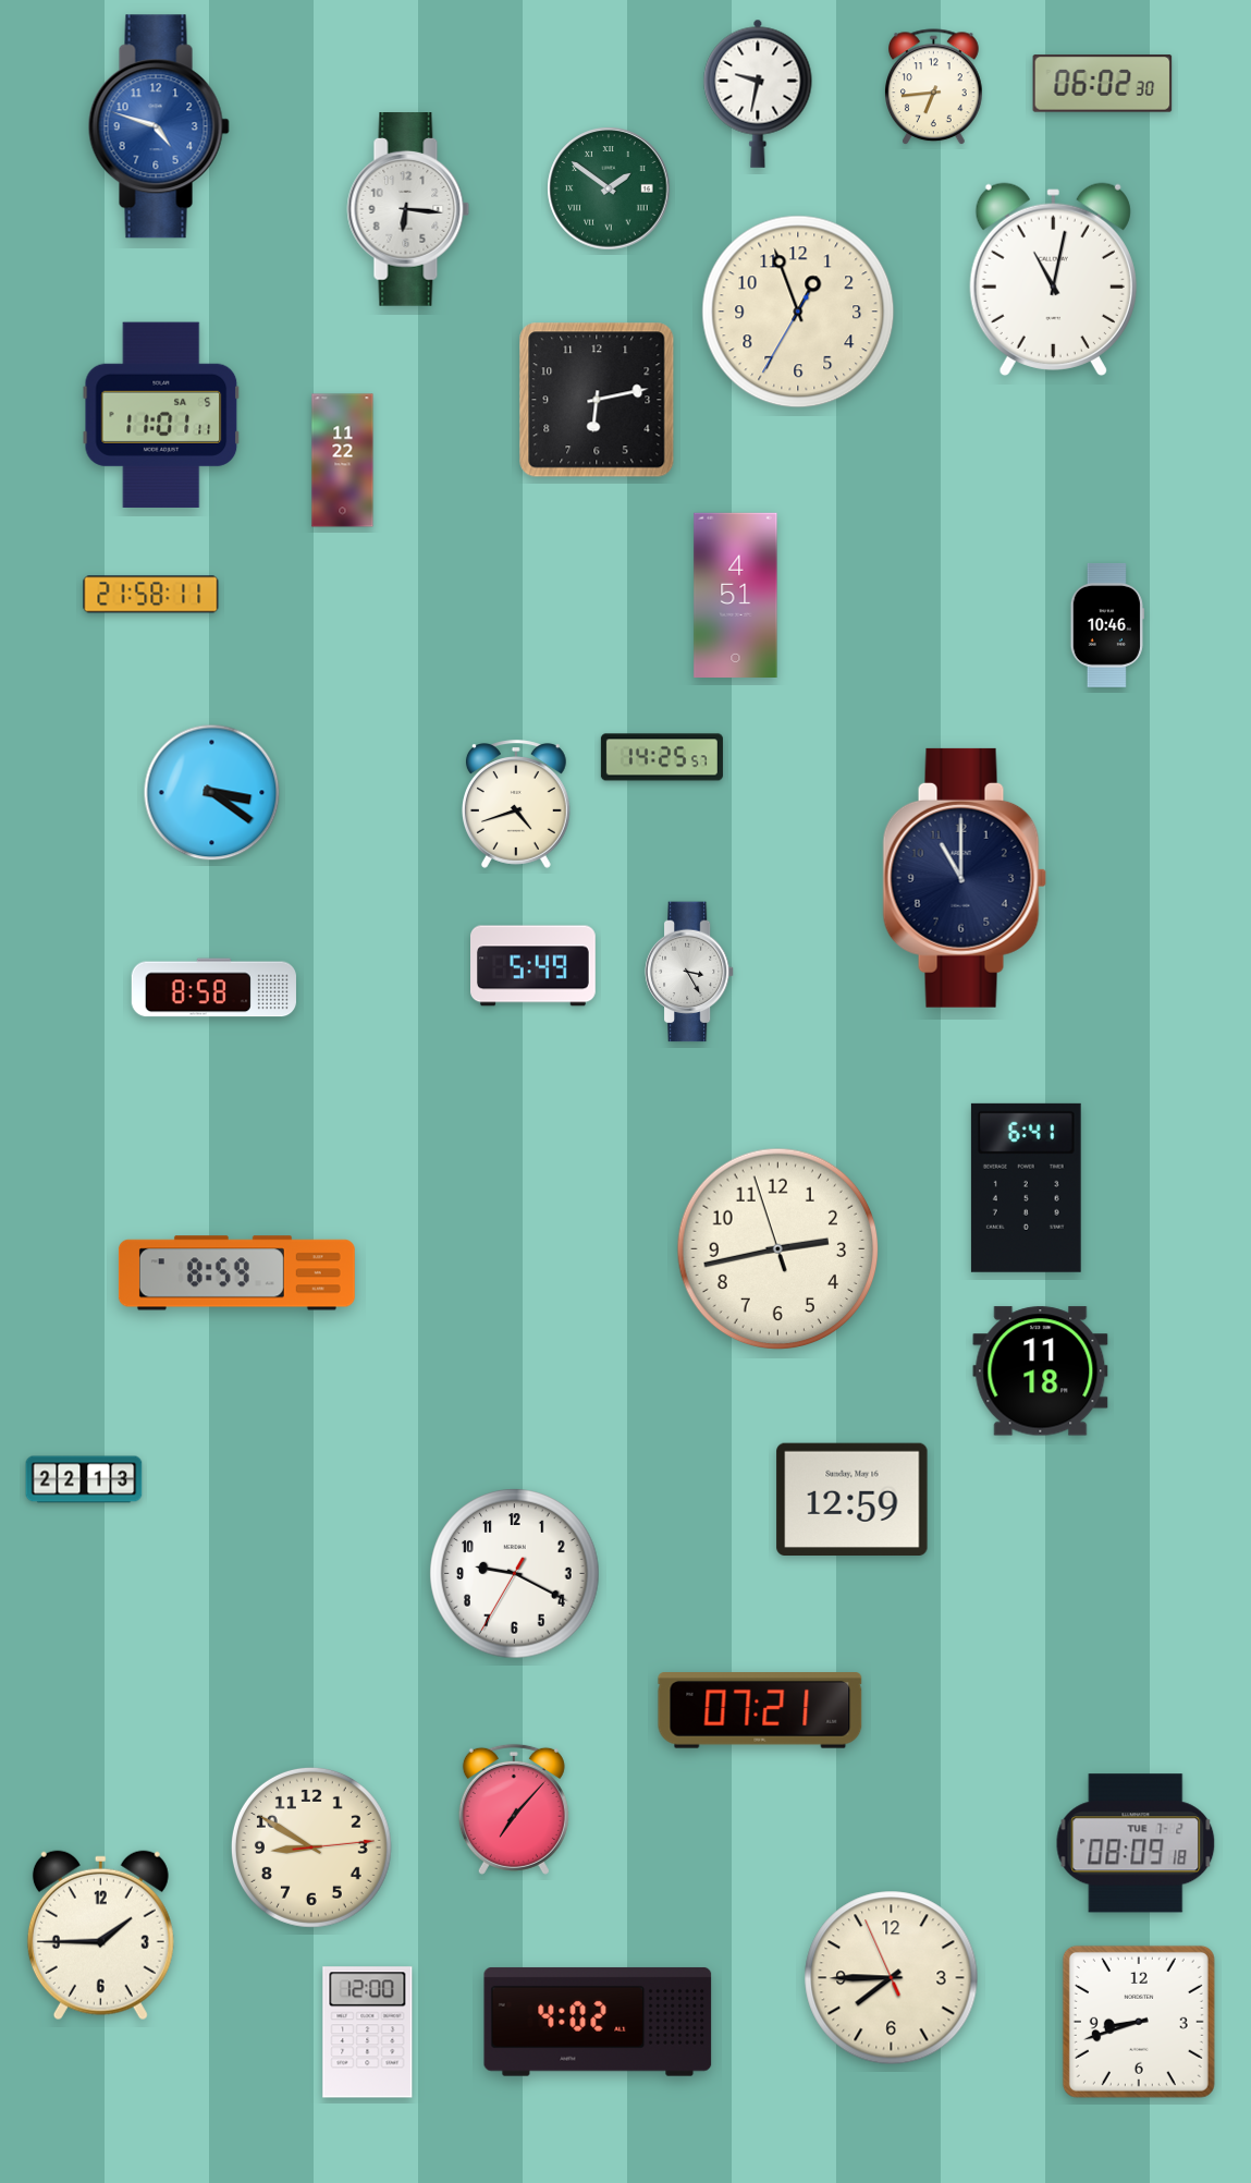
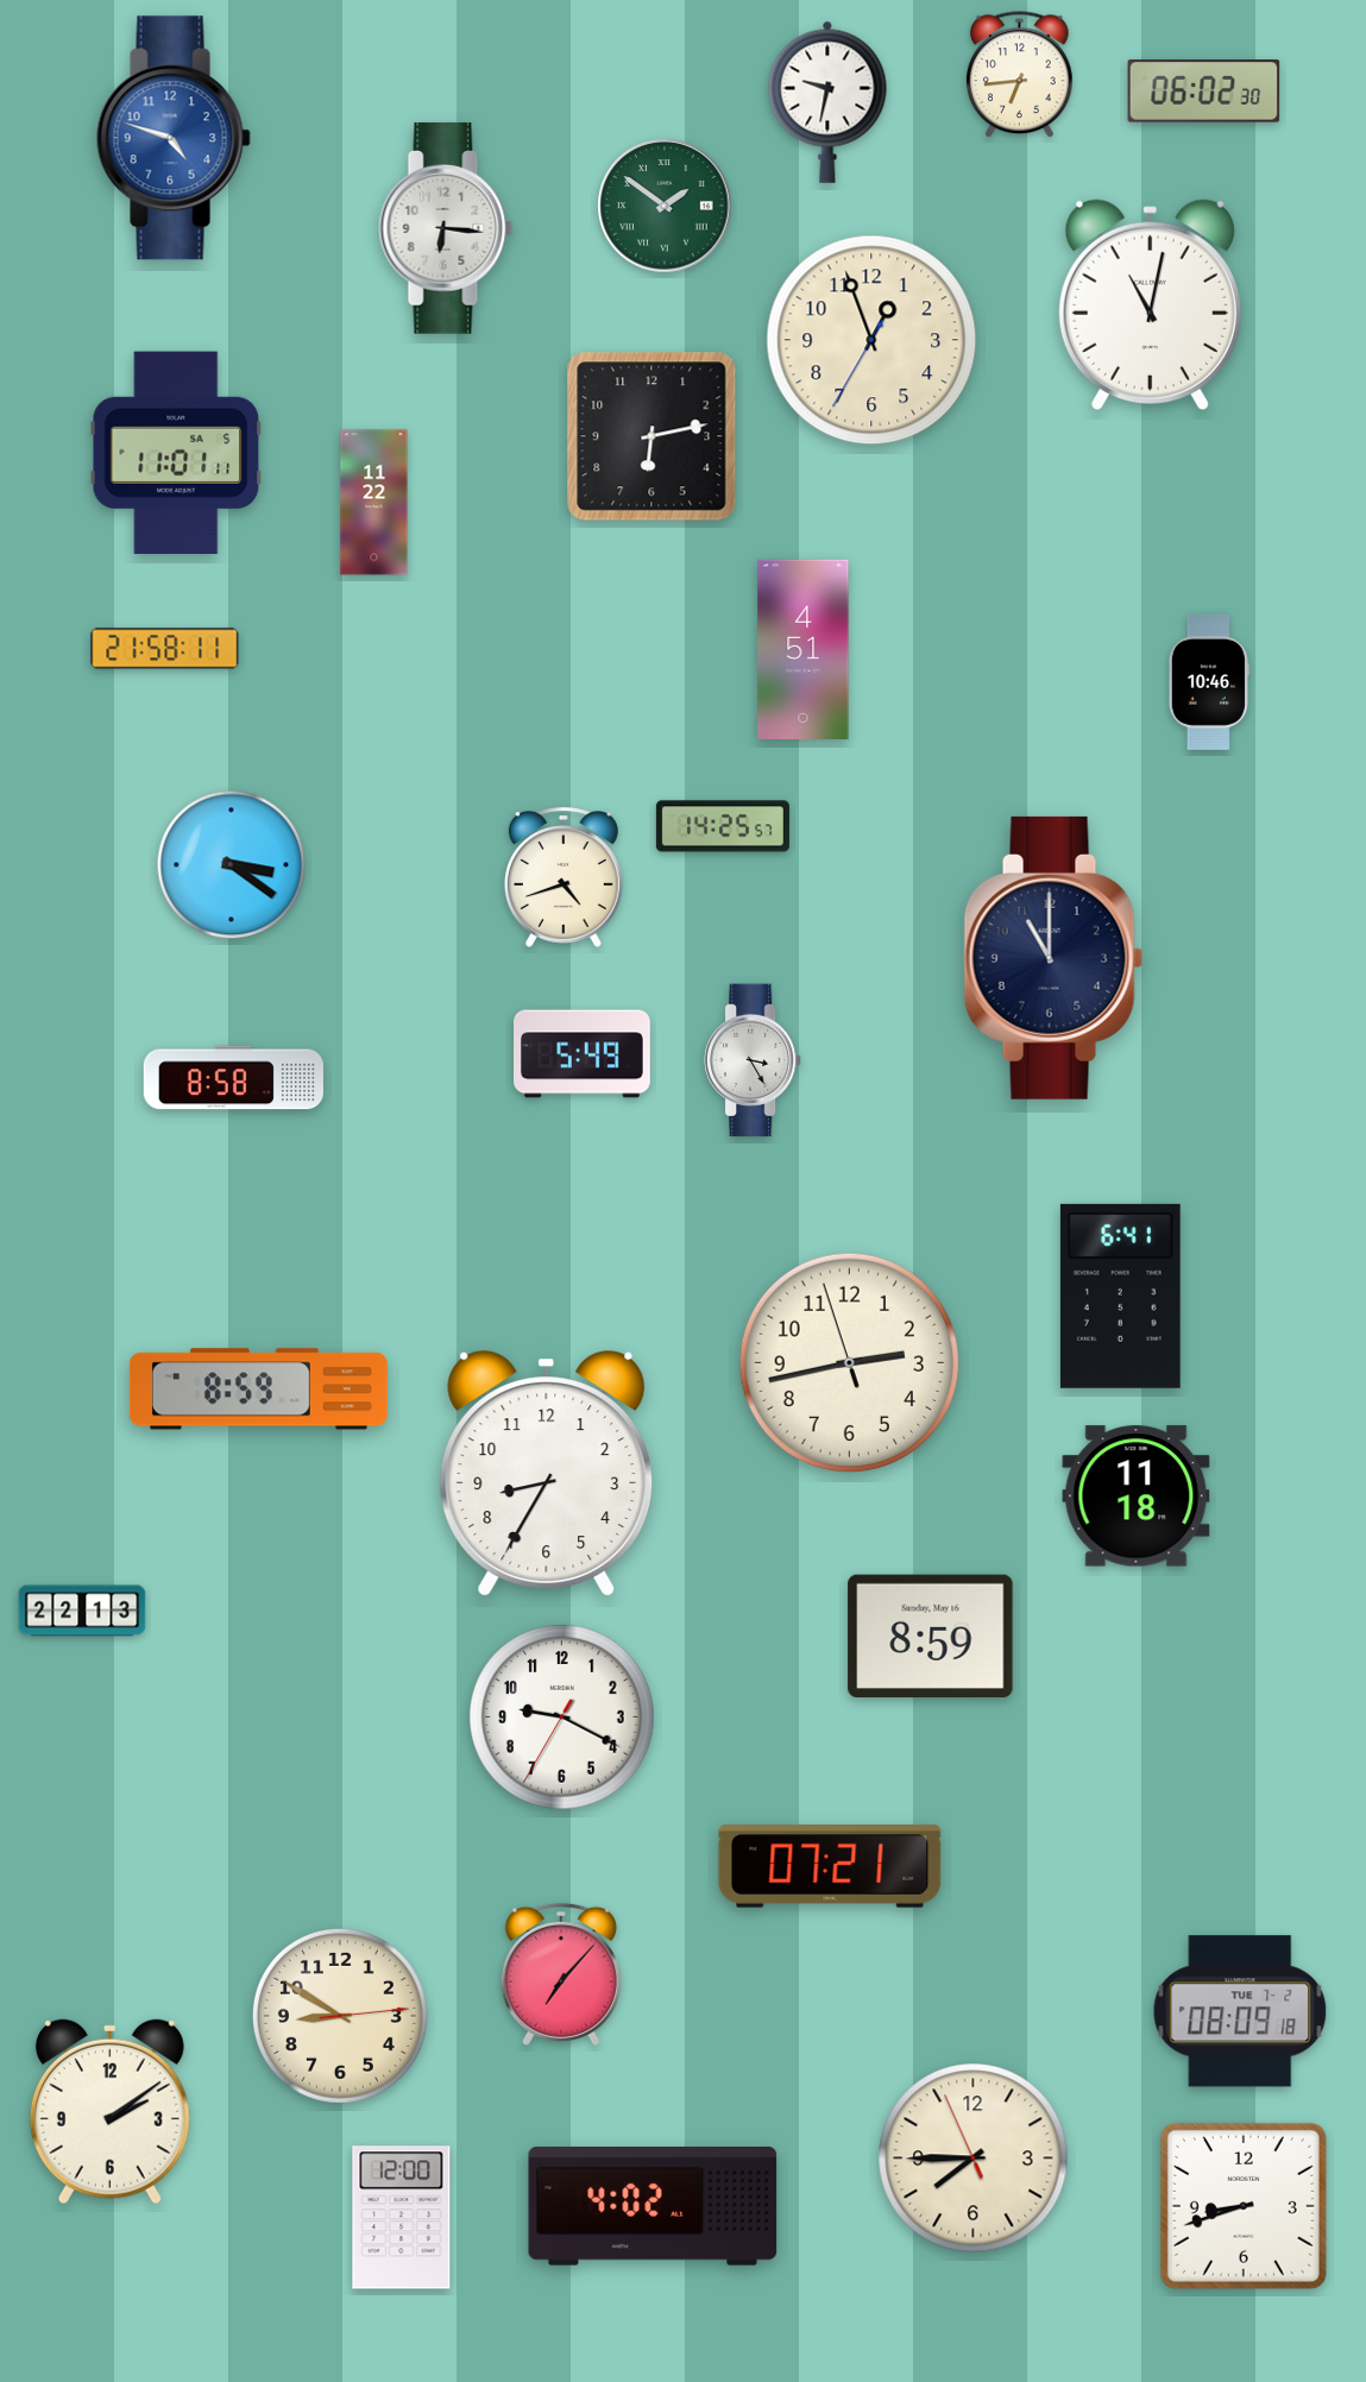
clock at (934, 87) position: (934, 87) -> (1020, 75)
clock at (547, 1474): none -> 8:35
clock at (84, 1479) position: (84, 1479) -> (82, 1611)
clock at (853, 1499): 12:59 -> 8:59
clock at (100, 1936): 1:45 -> 2:09
